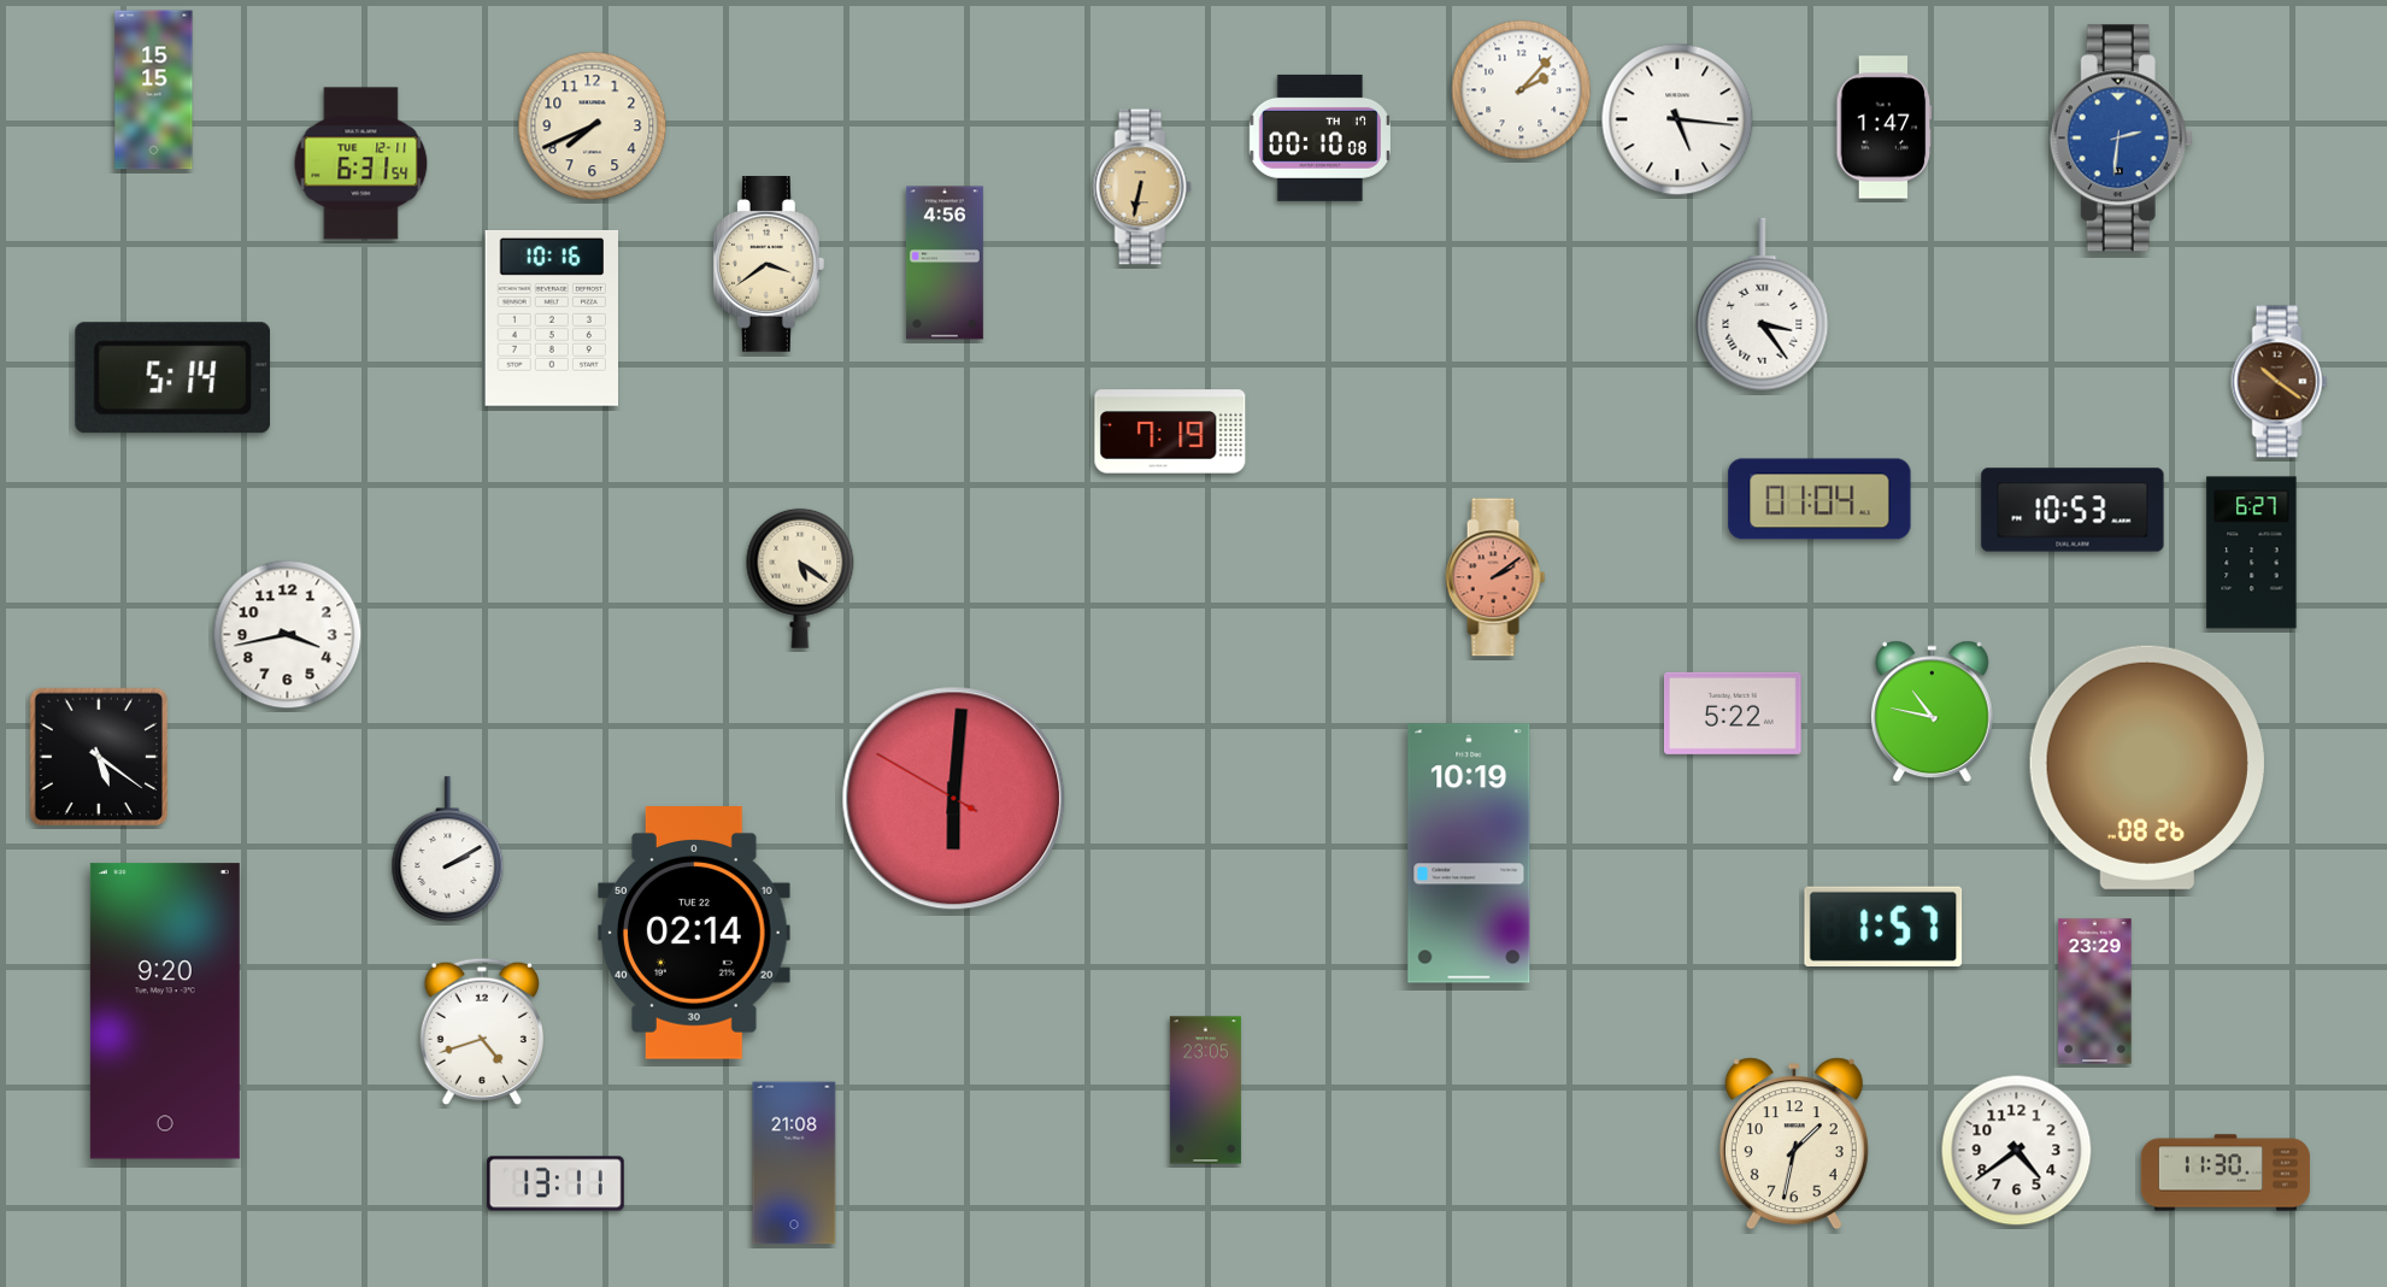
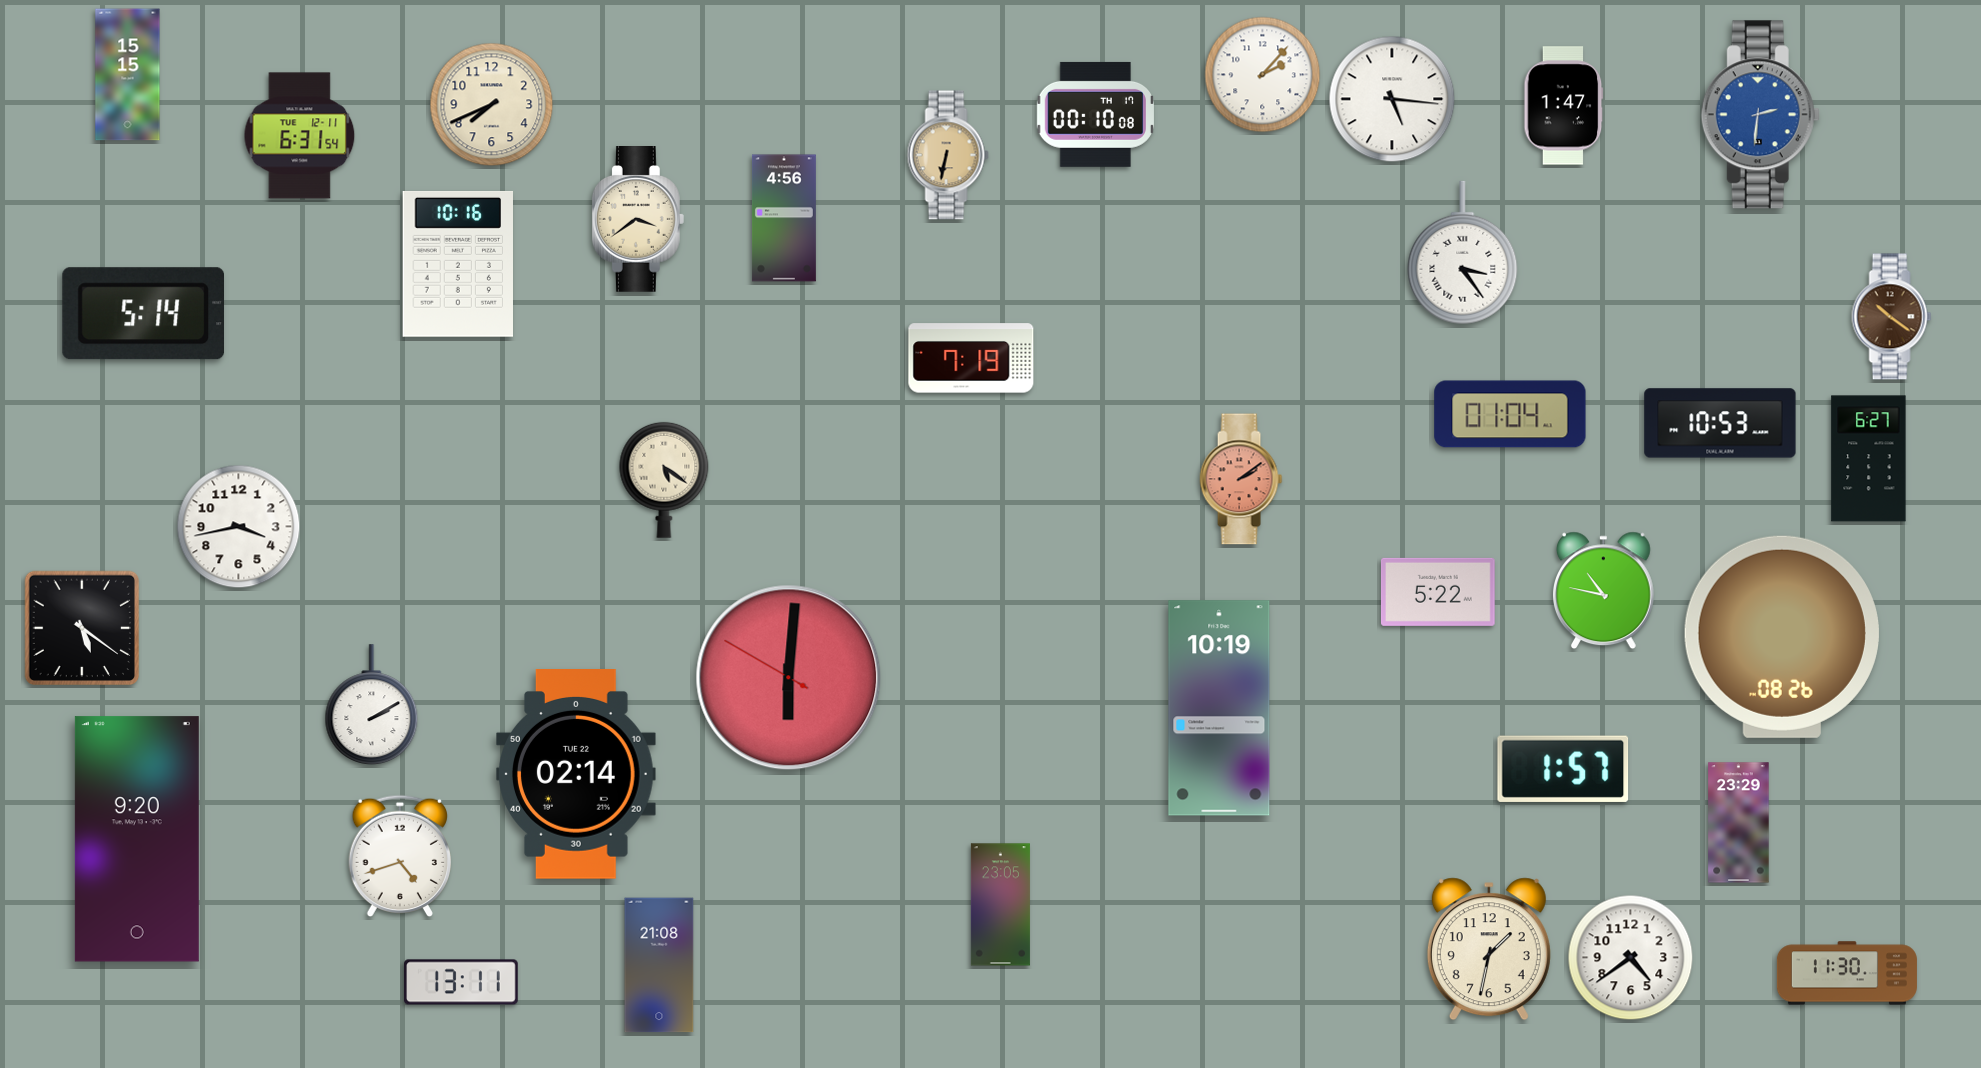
clock at (954, 799) position: (954, 799) -> (789, 678)
clock at (2017, 1151) position: (2017, 1151) -> (1631, 958)
